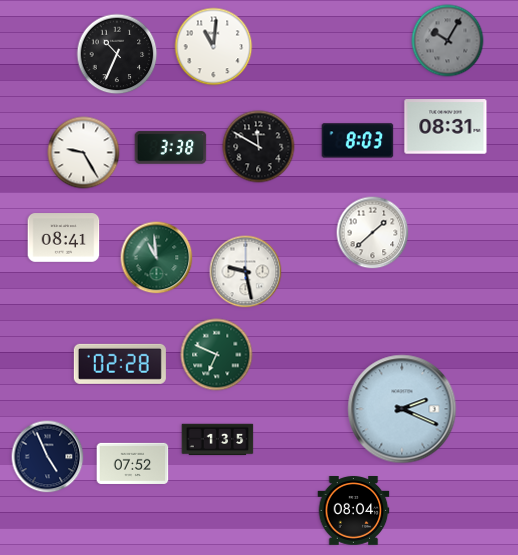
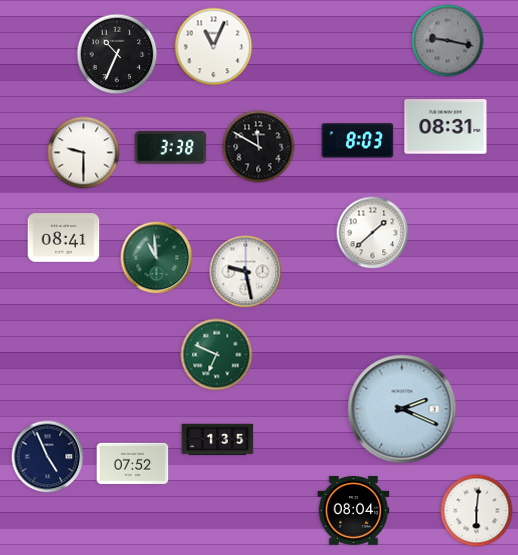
clock at (448, 41): 10:05 -> 9:17
clock at (214, 47): 11:01 -> 11:04
clock at (84, 153): 9:25 -> 9:30
clock at (120, 364): 02:28 -> none
clock at (477, 511): none -> 6:01
